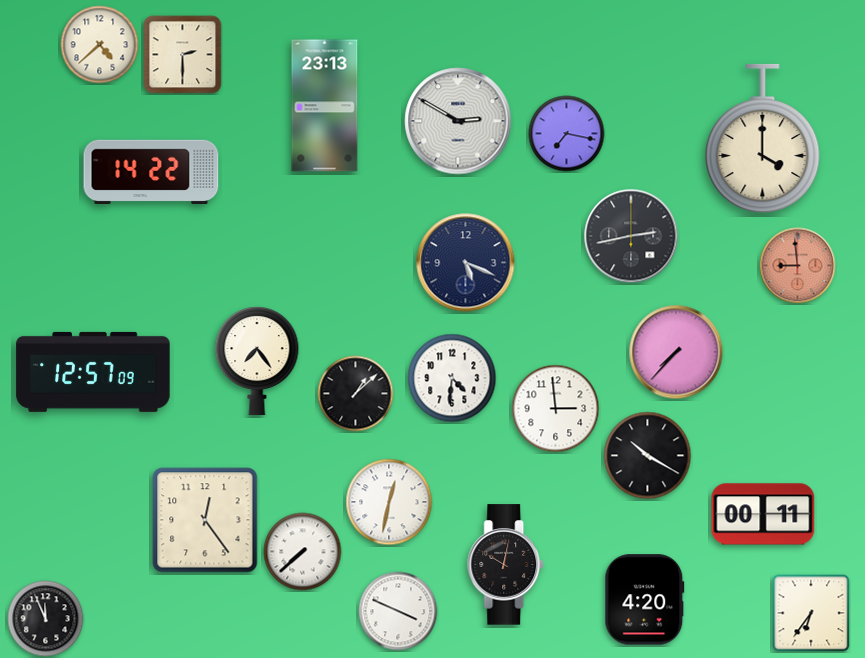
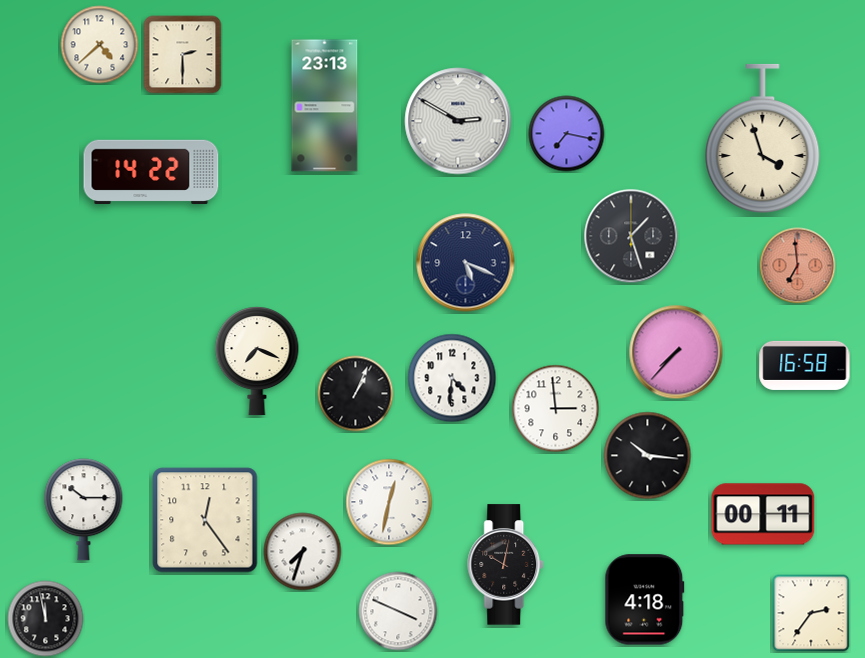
clock at (763, 139): 4:00 -> 3:57
clock at (631, 236): 2:43 -> 1:27
clock at (798, 266): 8:59 -> 6:59
clock at (257, 362): 7:24 -> 7:19
clock at (805, 365): none -> 16:58
clock at (93, 372): 12:57 -> none
clock at (356, 394): 1:08 -> 1:04
clock at (648, 456): 10:20 -> 10:16
clock at (84, 510): none -> 10:15
clock at (303, 552): 7:38 -> 7:33
clock at (645, 600): 4:20 -> 4:18
clock at (811, 613): 6:36 -> 2:36
clock at (46, 619): 11:56 -> 11:58
